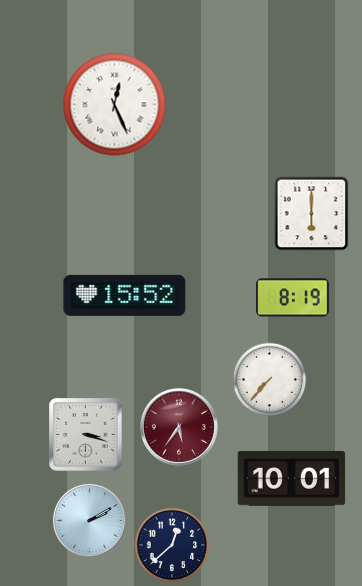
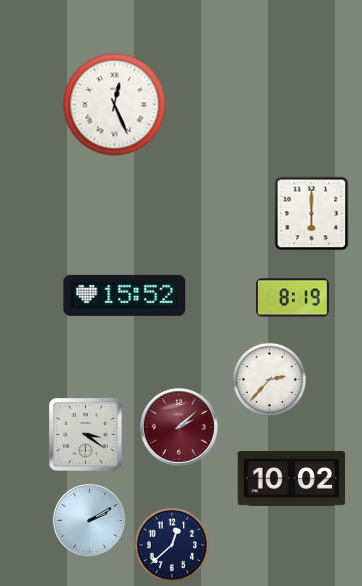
clock at (270, 380): 7:37 -> 2:37
clock at (179, 427): 5:36 -> 2:08
clock at (86, 435): 3:18 -> 3:21
clock at (292, 479): 10:01 -> 10:02
